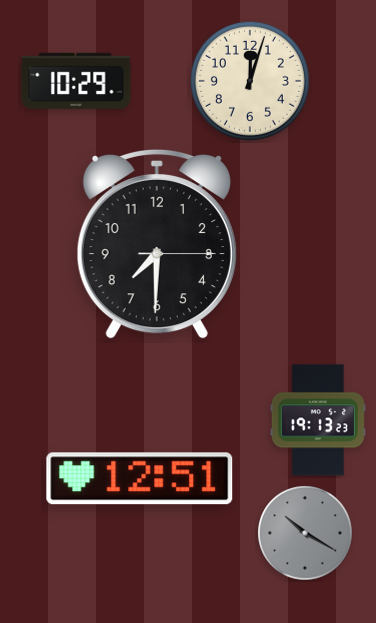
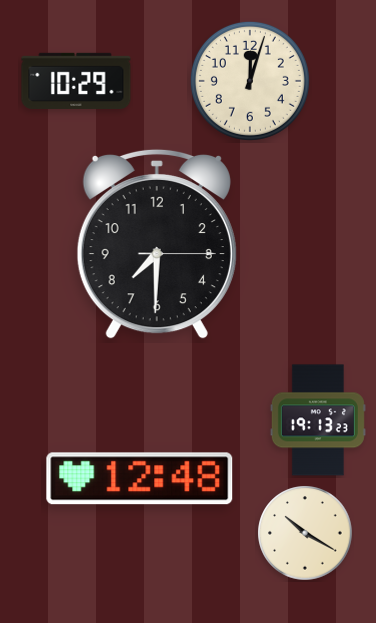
clock at (140, 479): 12:51 -> 12:48
clock at (305, 533) dial: grey -> cream
